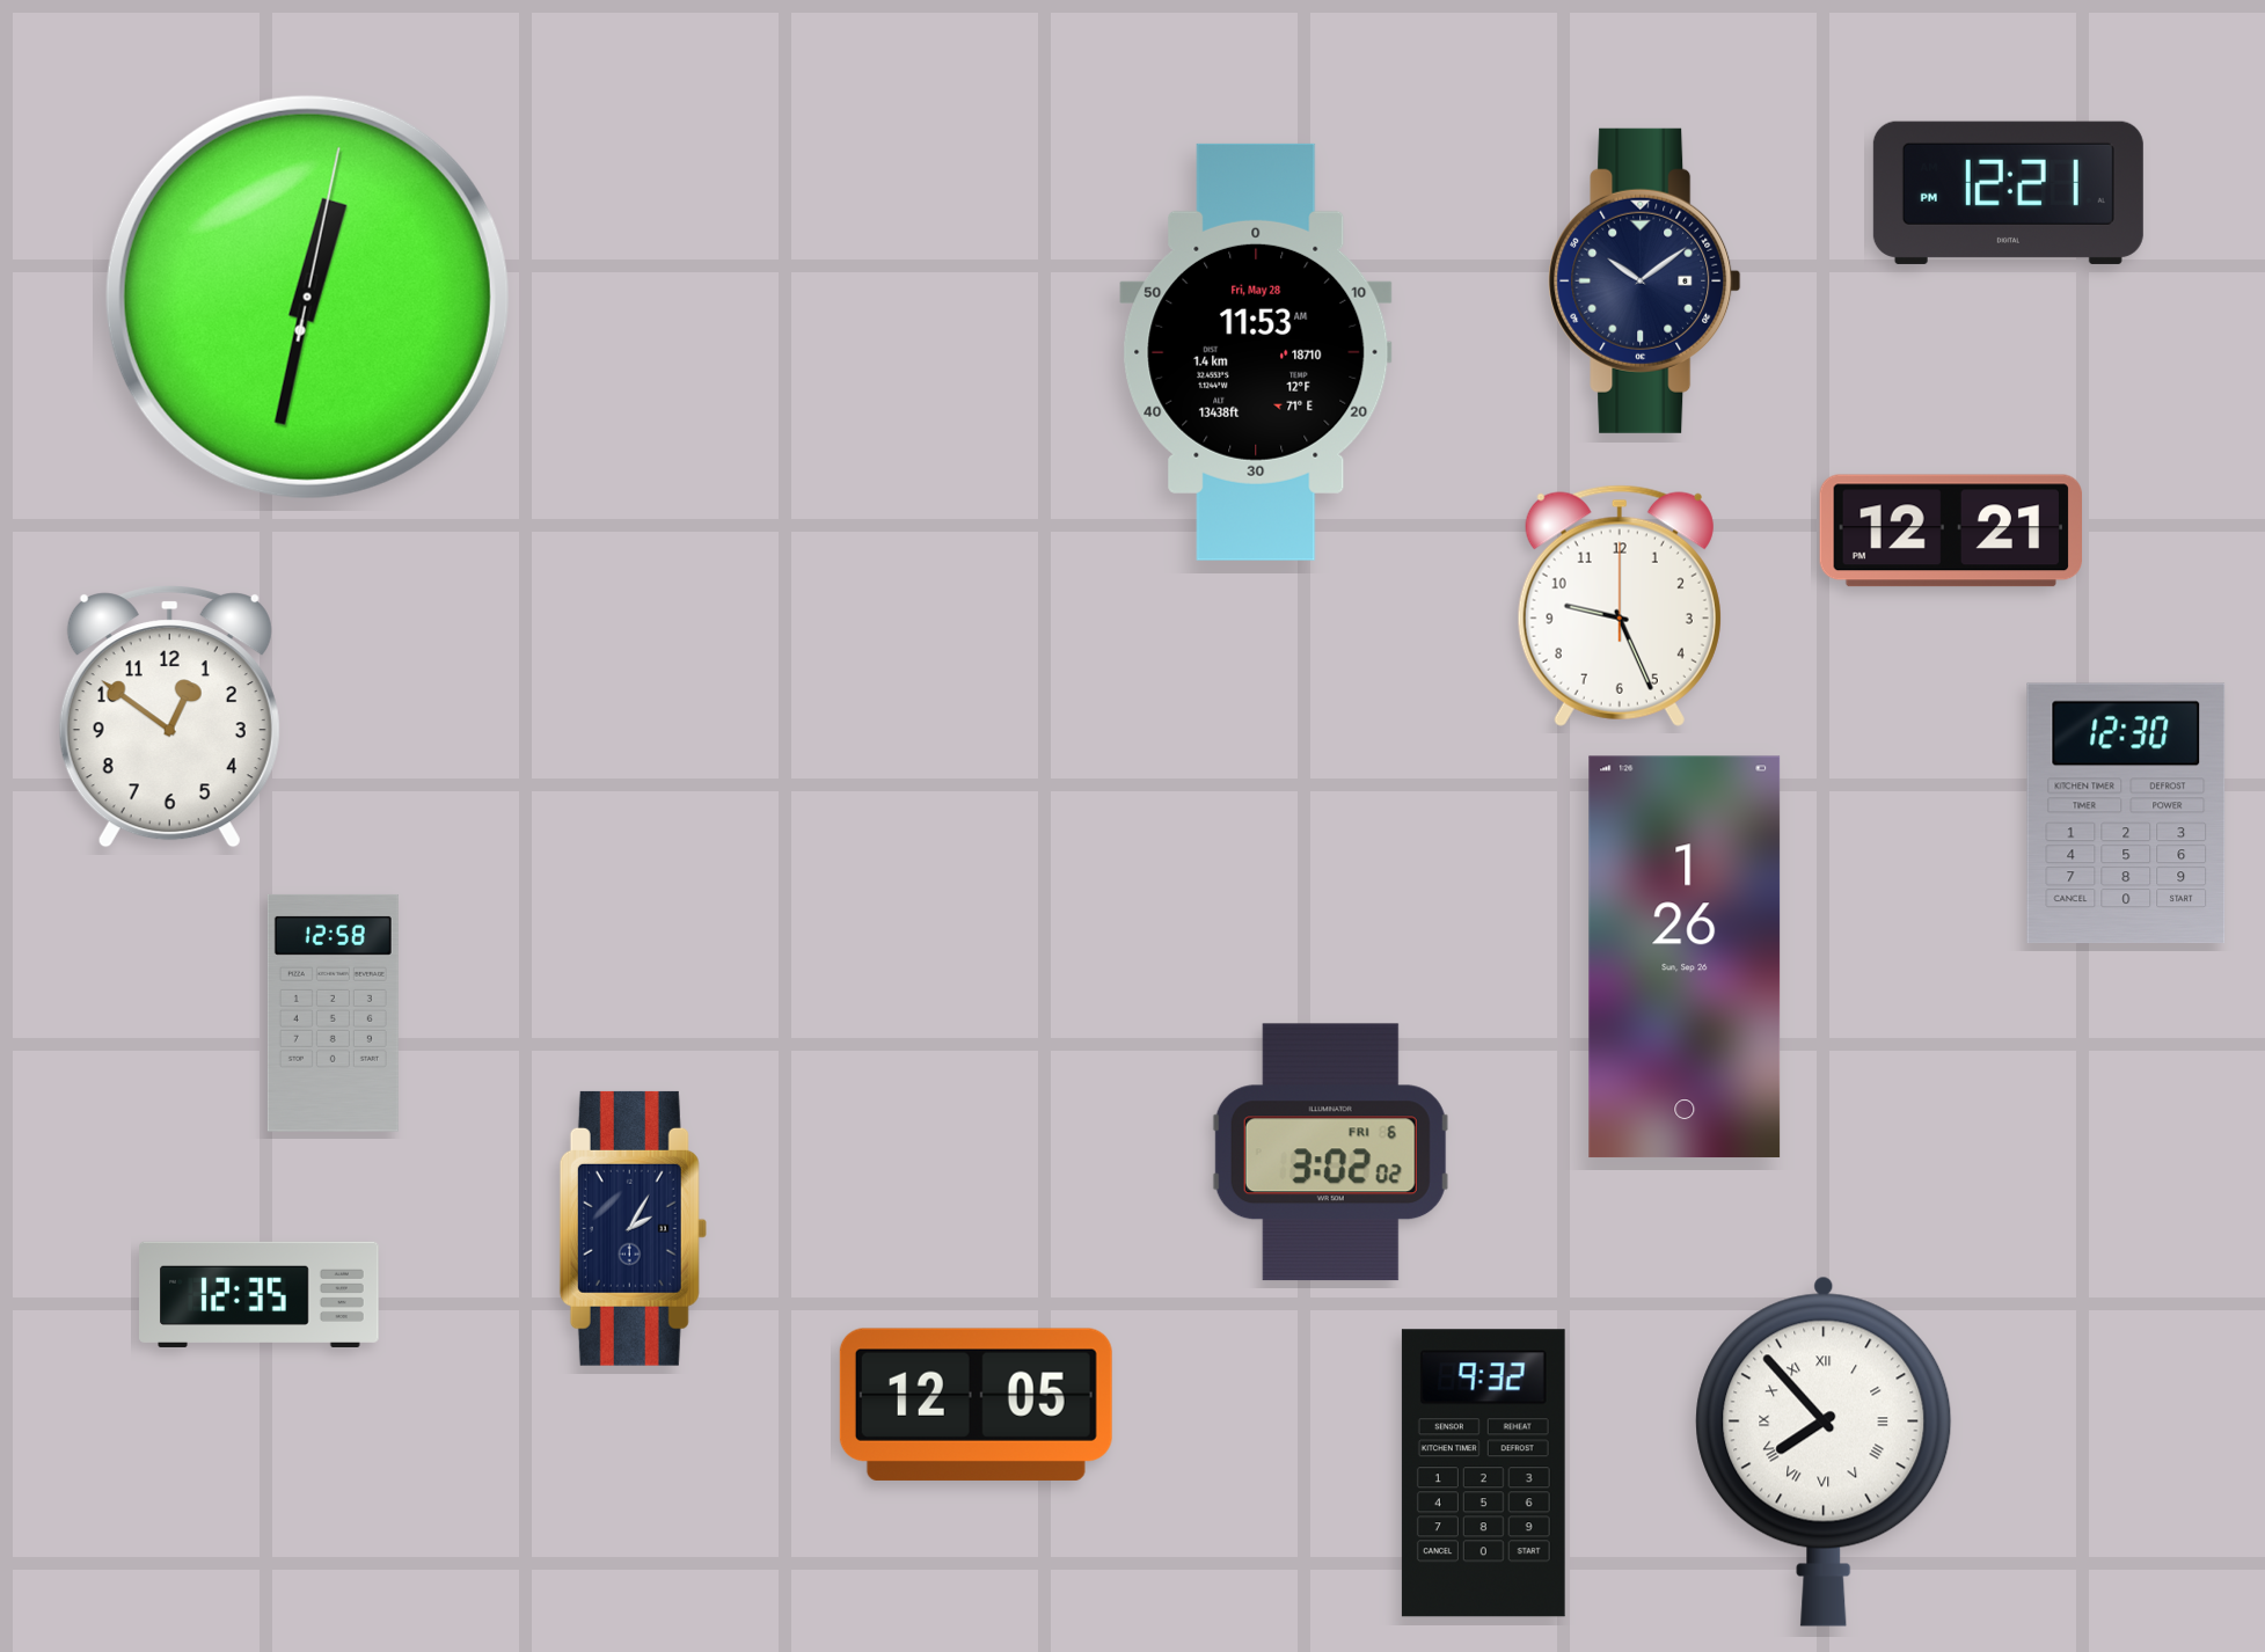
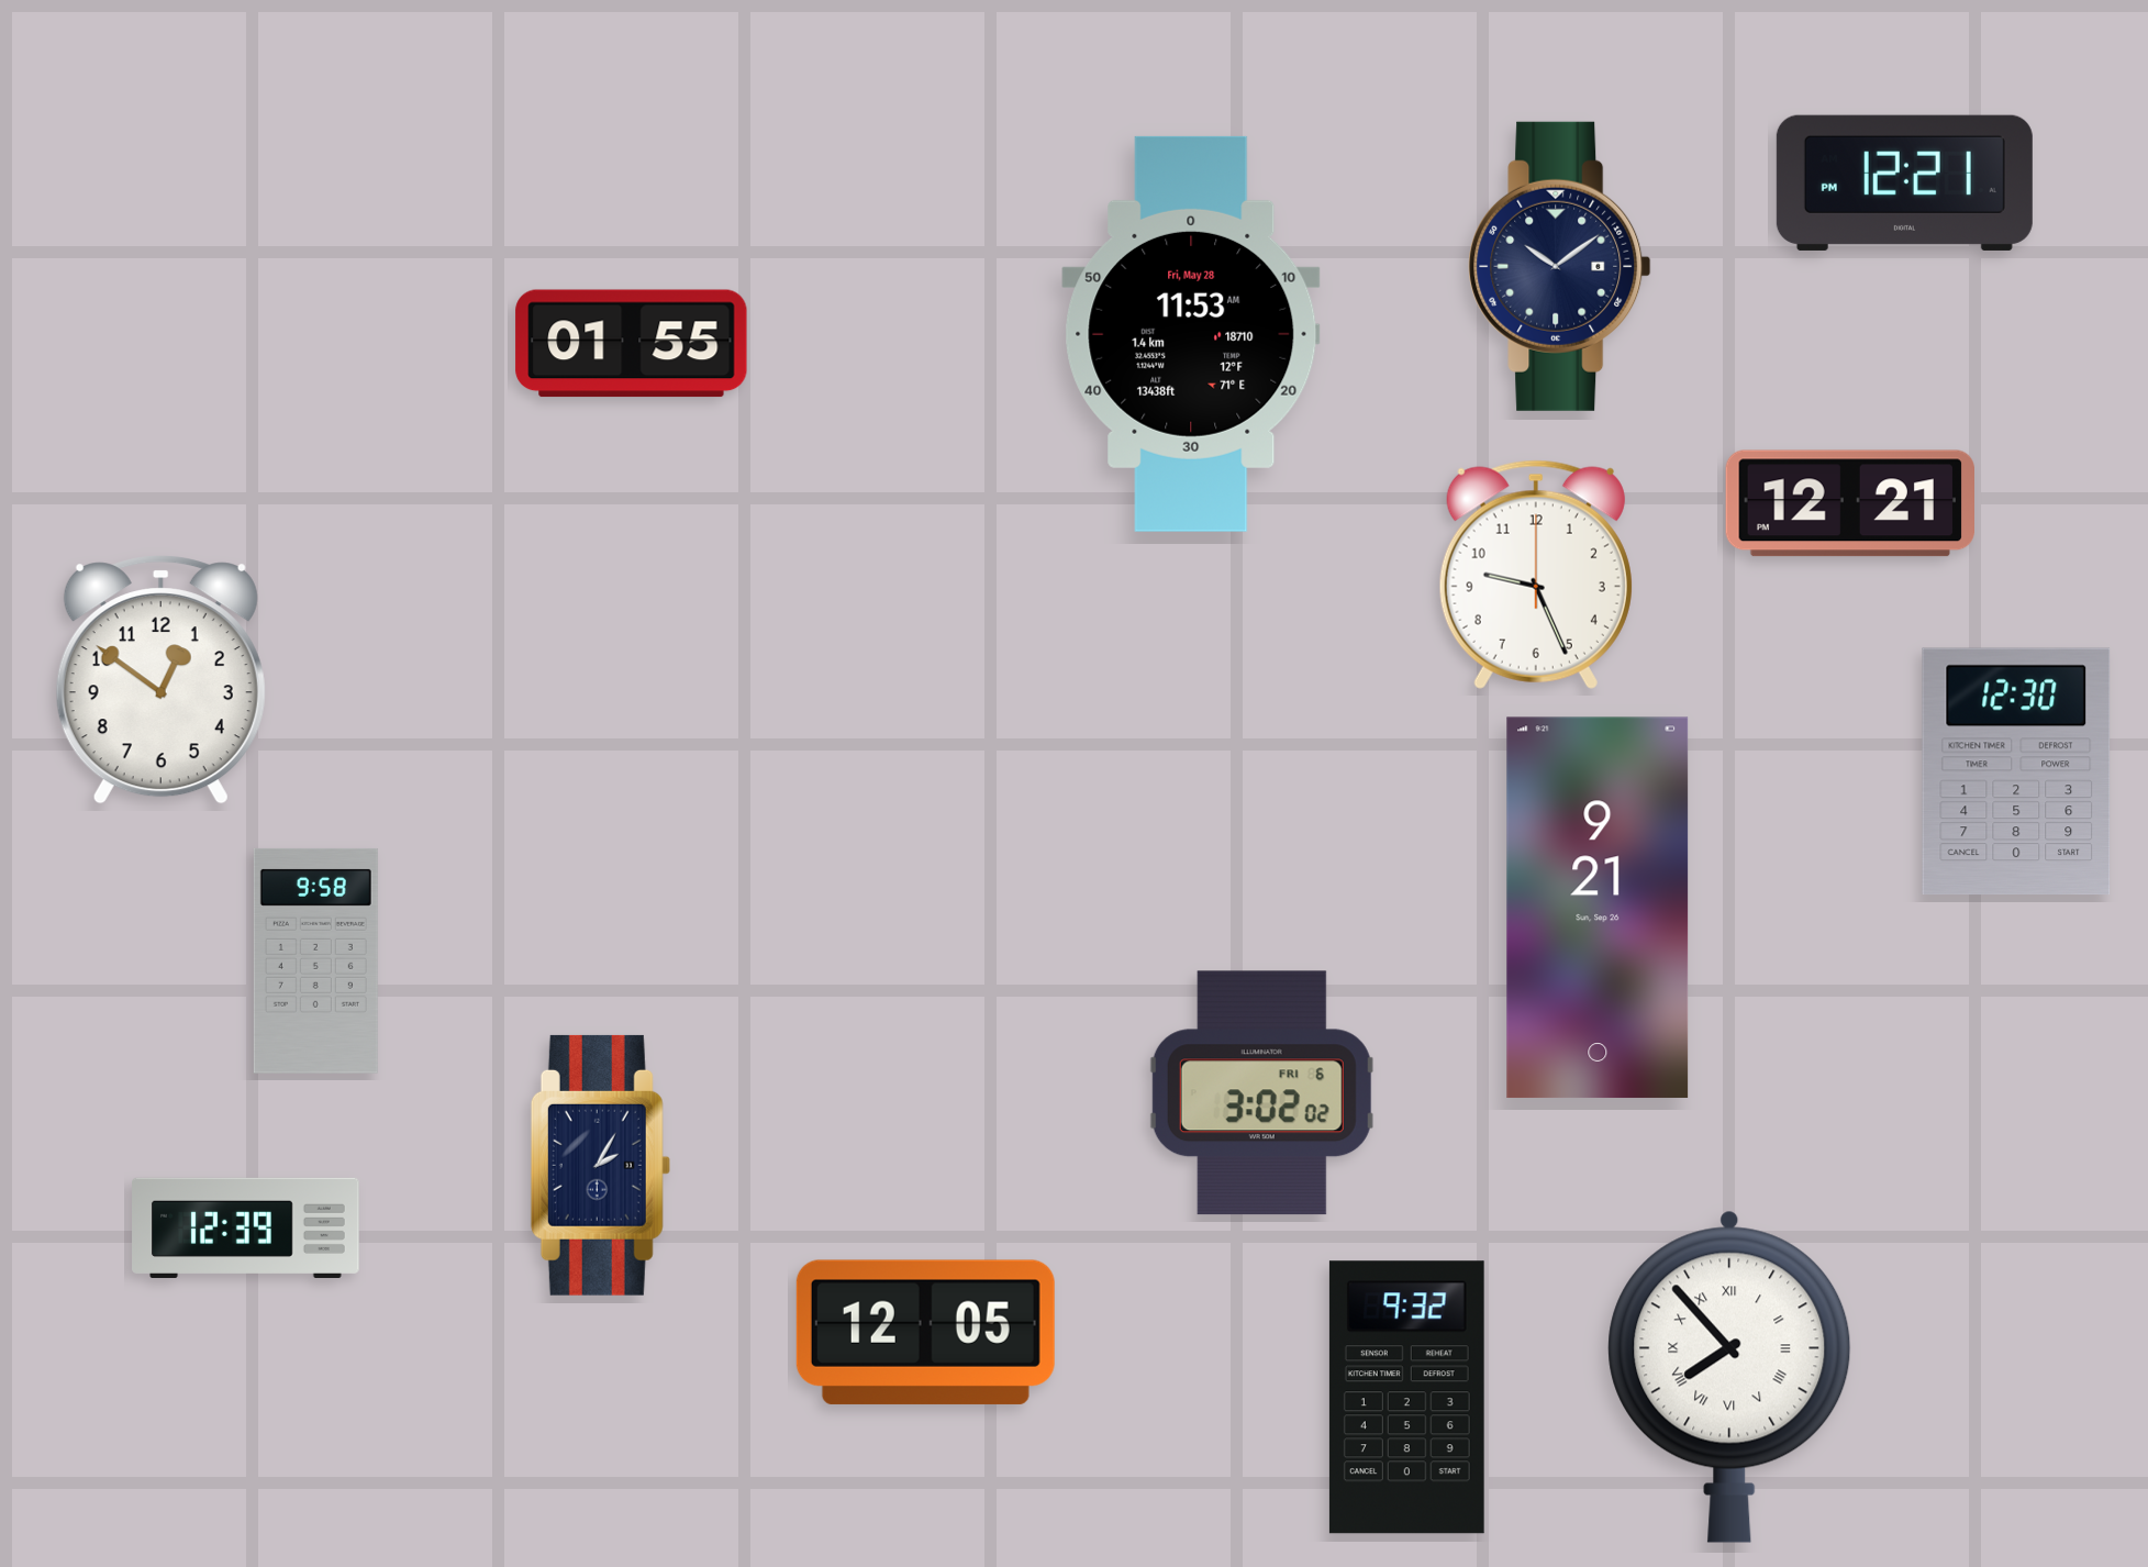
clock at (307, 297): 12:32 -> none
clock at (632, 344): none -> 01:55
clock at (1685, 957): 1:26 -> 9:21
clock at (333, 1013): 12:58 -> 9:58
clock at (260, 1294): 12:35 -> 12:39
